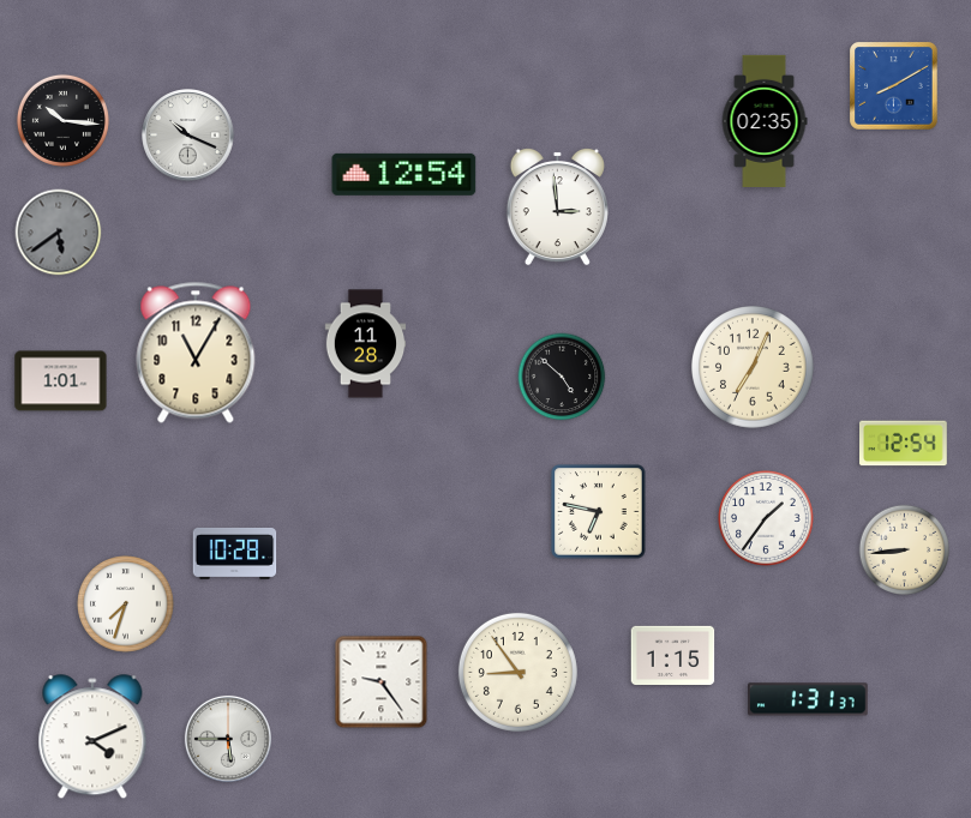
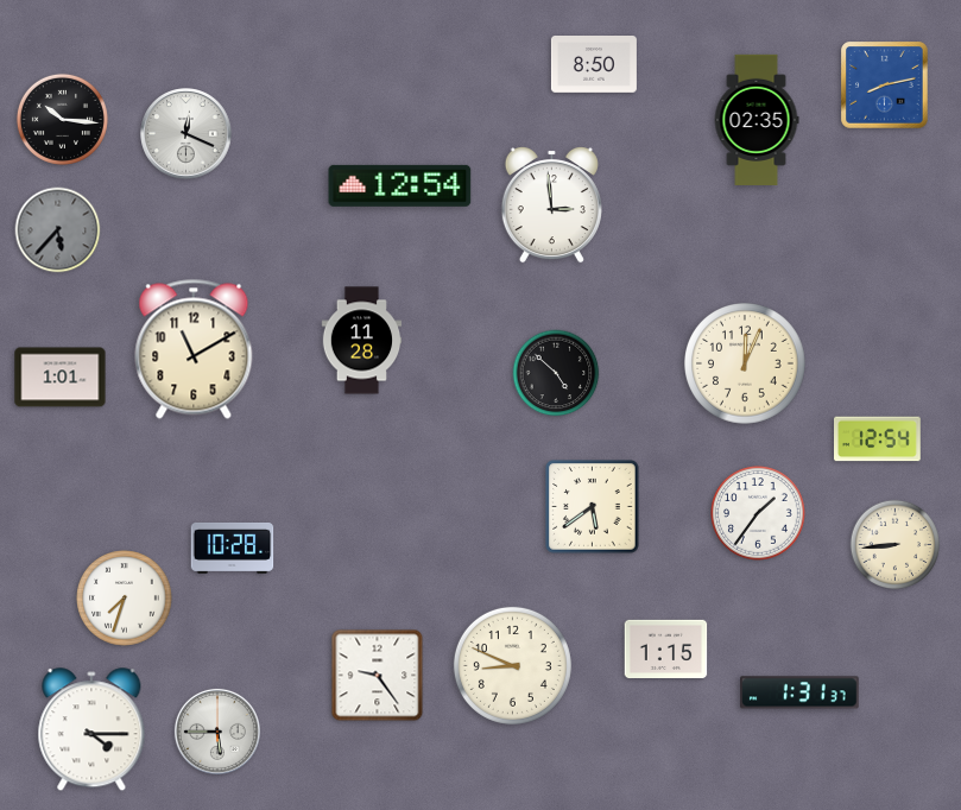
clock at (594, 65): none -> 8:50
clock at (894, 86): 8:10 -> 8:13
clock at (188, 136): 10:19 -> 12:19
clock at (404, 174) position: (404, 174) -> (400, 185)
clock at (59, 233): 5:39 -> 5:37
clock at (196, 353): 11:05 -> 11:10
clock at (754, 368): 7:04 -> 12:04
clock at (904, 444) position: (904, 444) -> (878, 439)
clock at (599, 512): 6:47 -> 5:39
clock at (517, 672): 8:54 -> 8:49
clock at (92, 738): 4:11 -> 4:15
clock at (228, 739) position: (228, 739) -> (217, 732)
